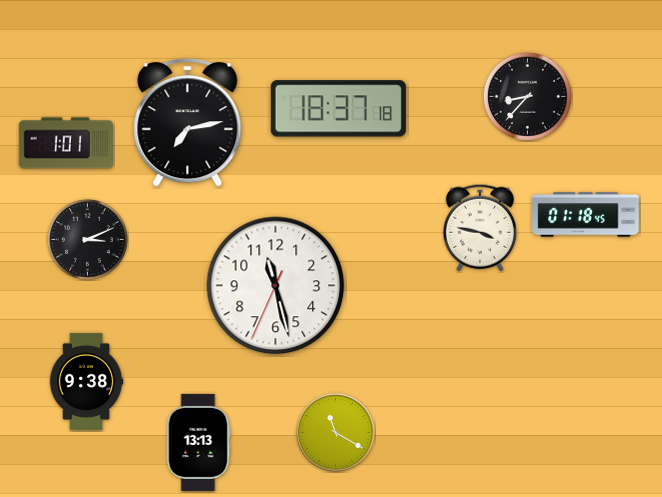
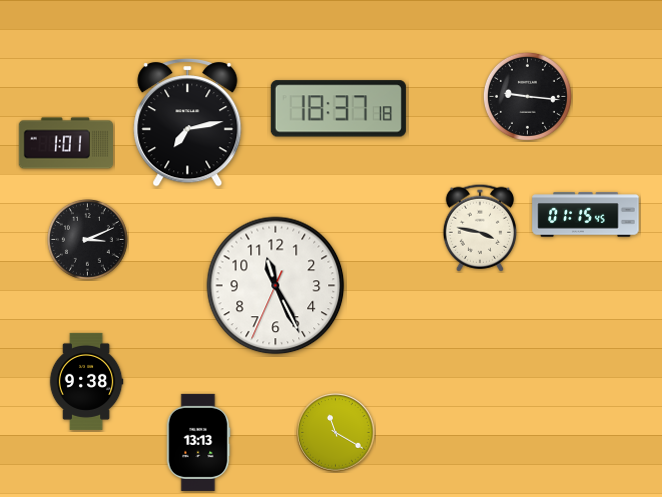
clock at (527, 96): 8:37 -> 9:16
clock at (586, 215): 01:18 -> 01:15
clock at (276, 286): 11:27 -> 11:25
